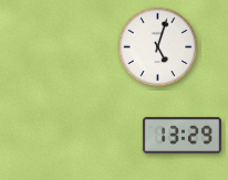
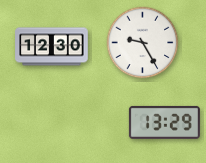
clock at (158, 47): 5:03 -> 9:25
clock at (52, 47): none -> 12:30
